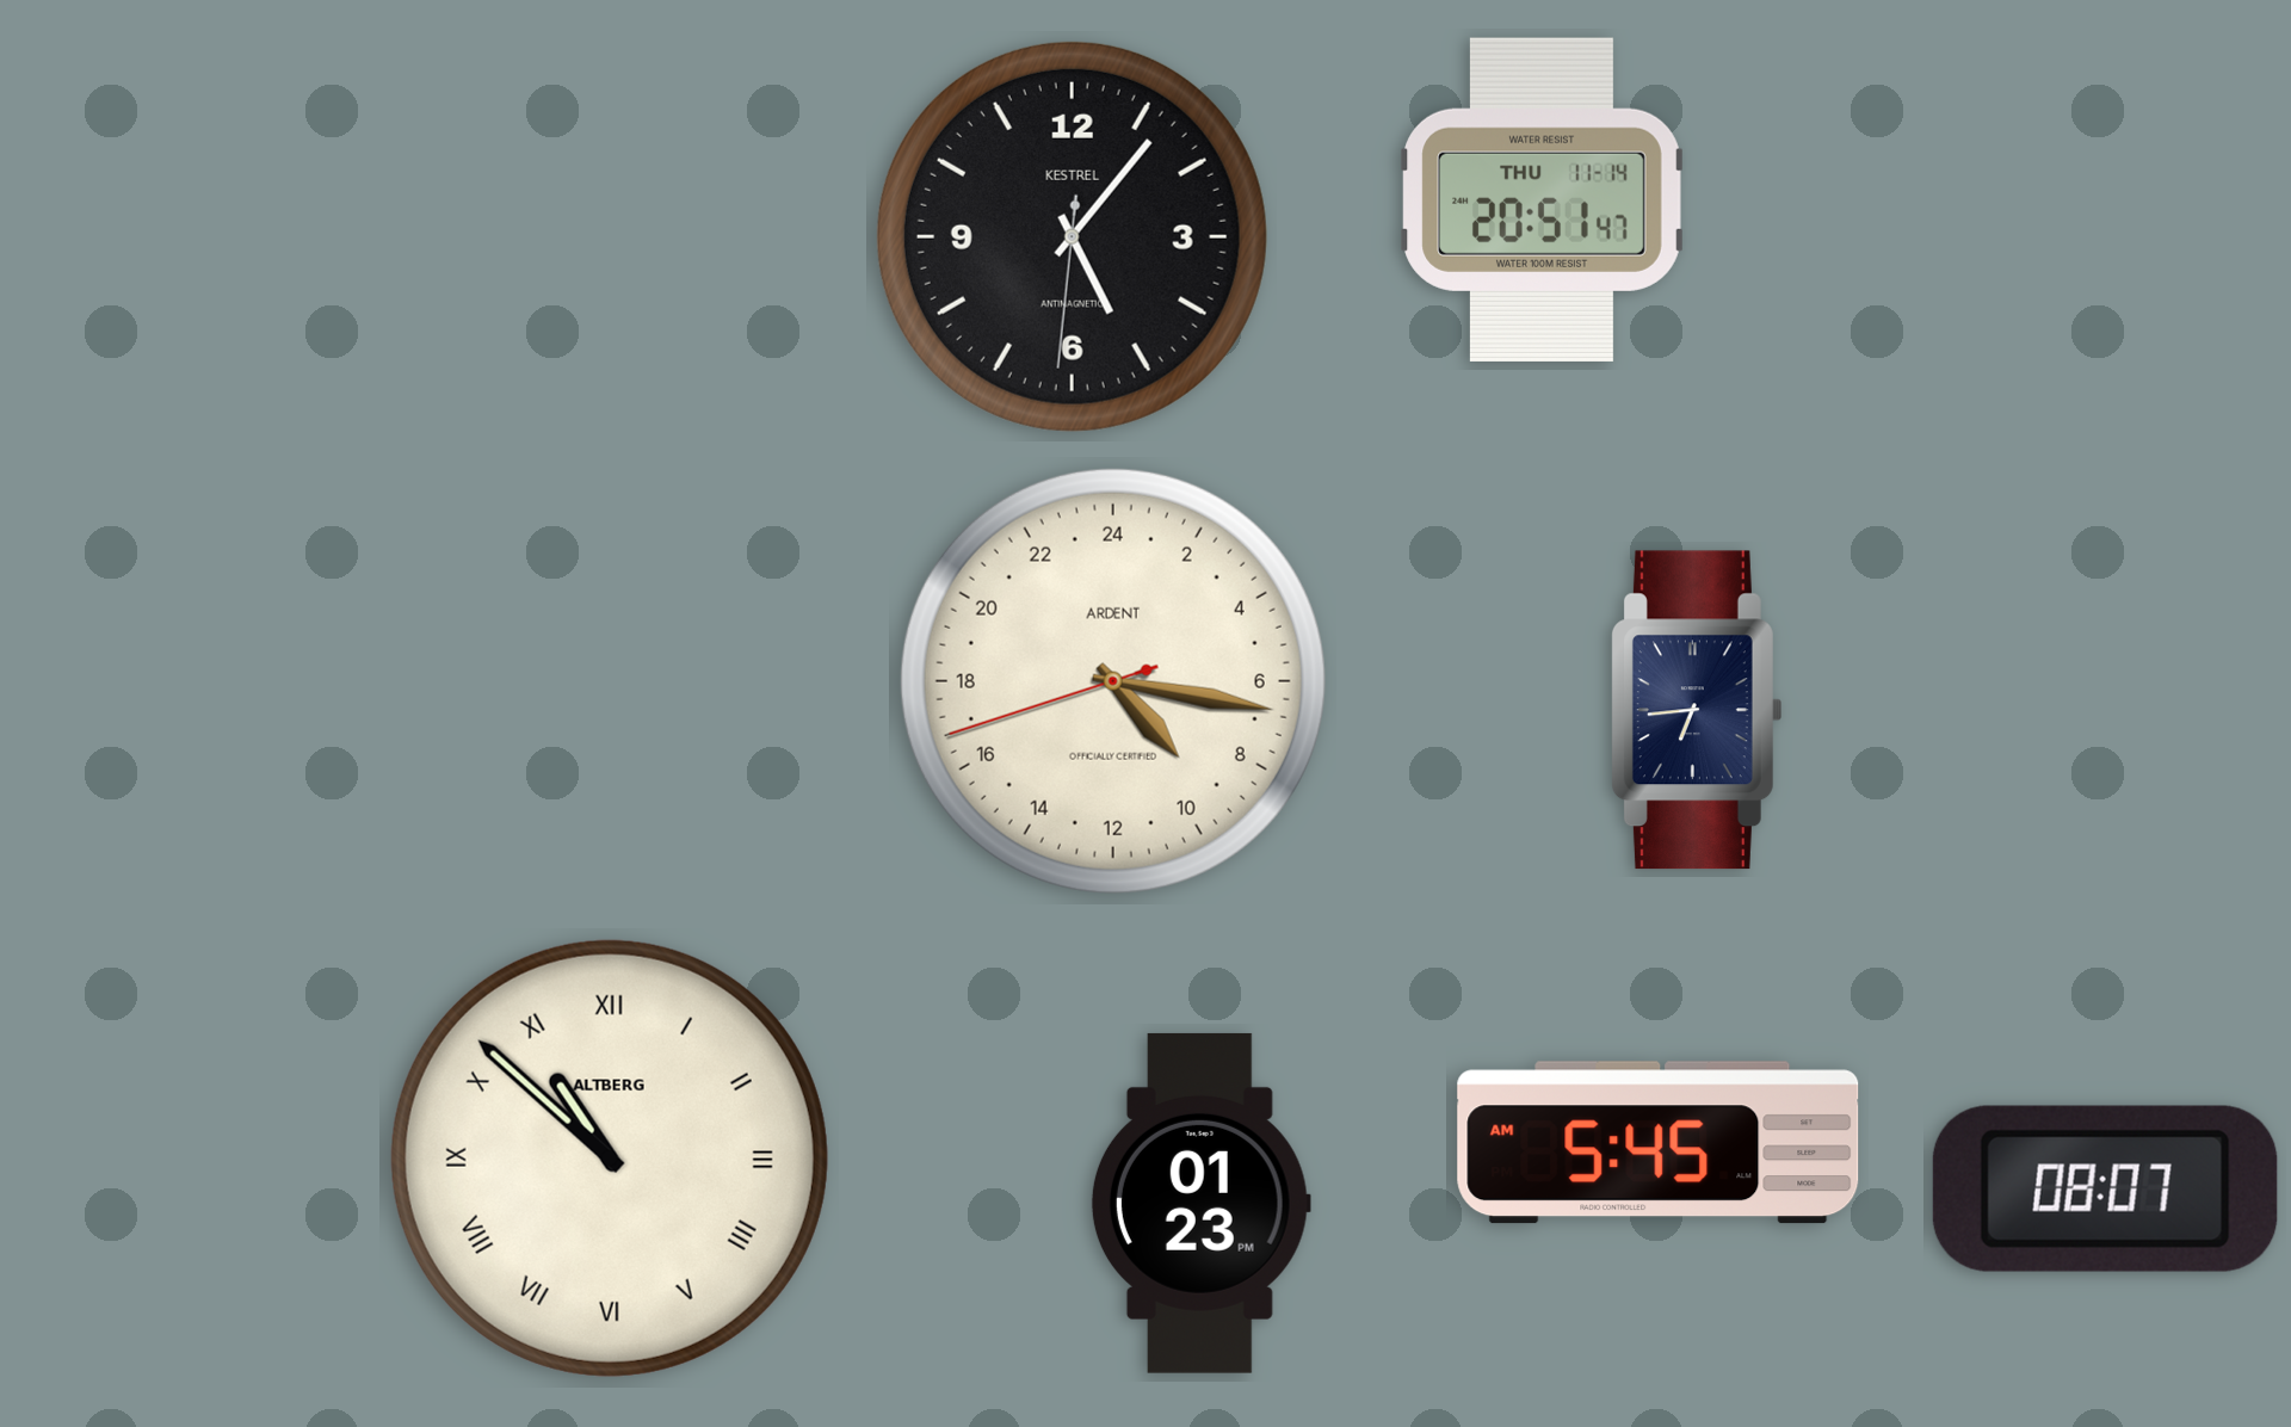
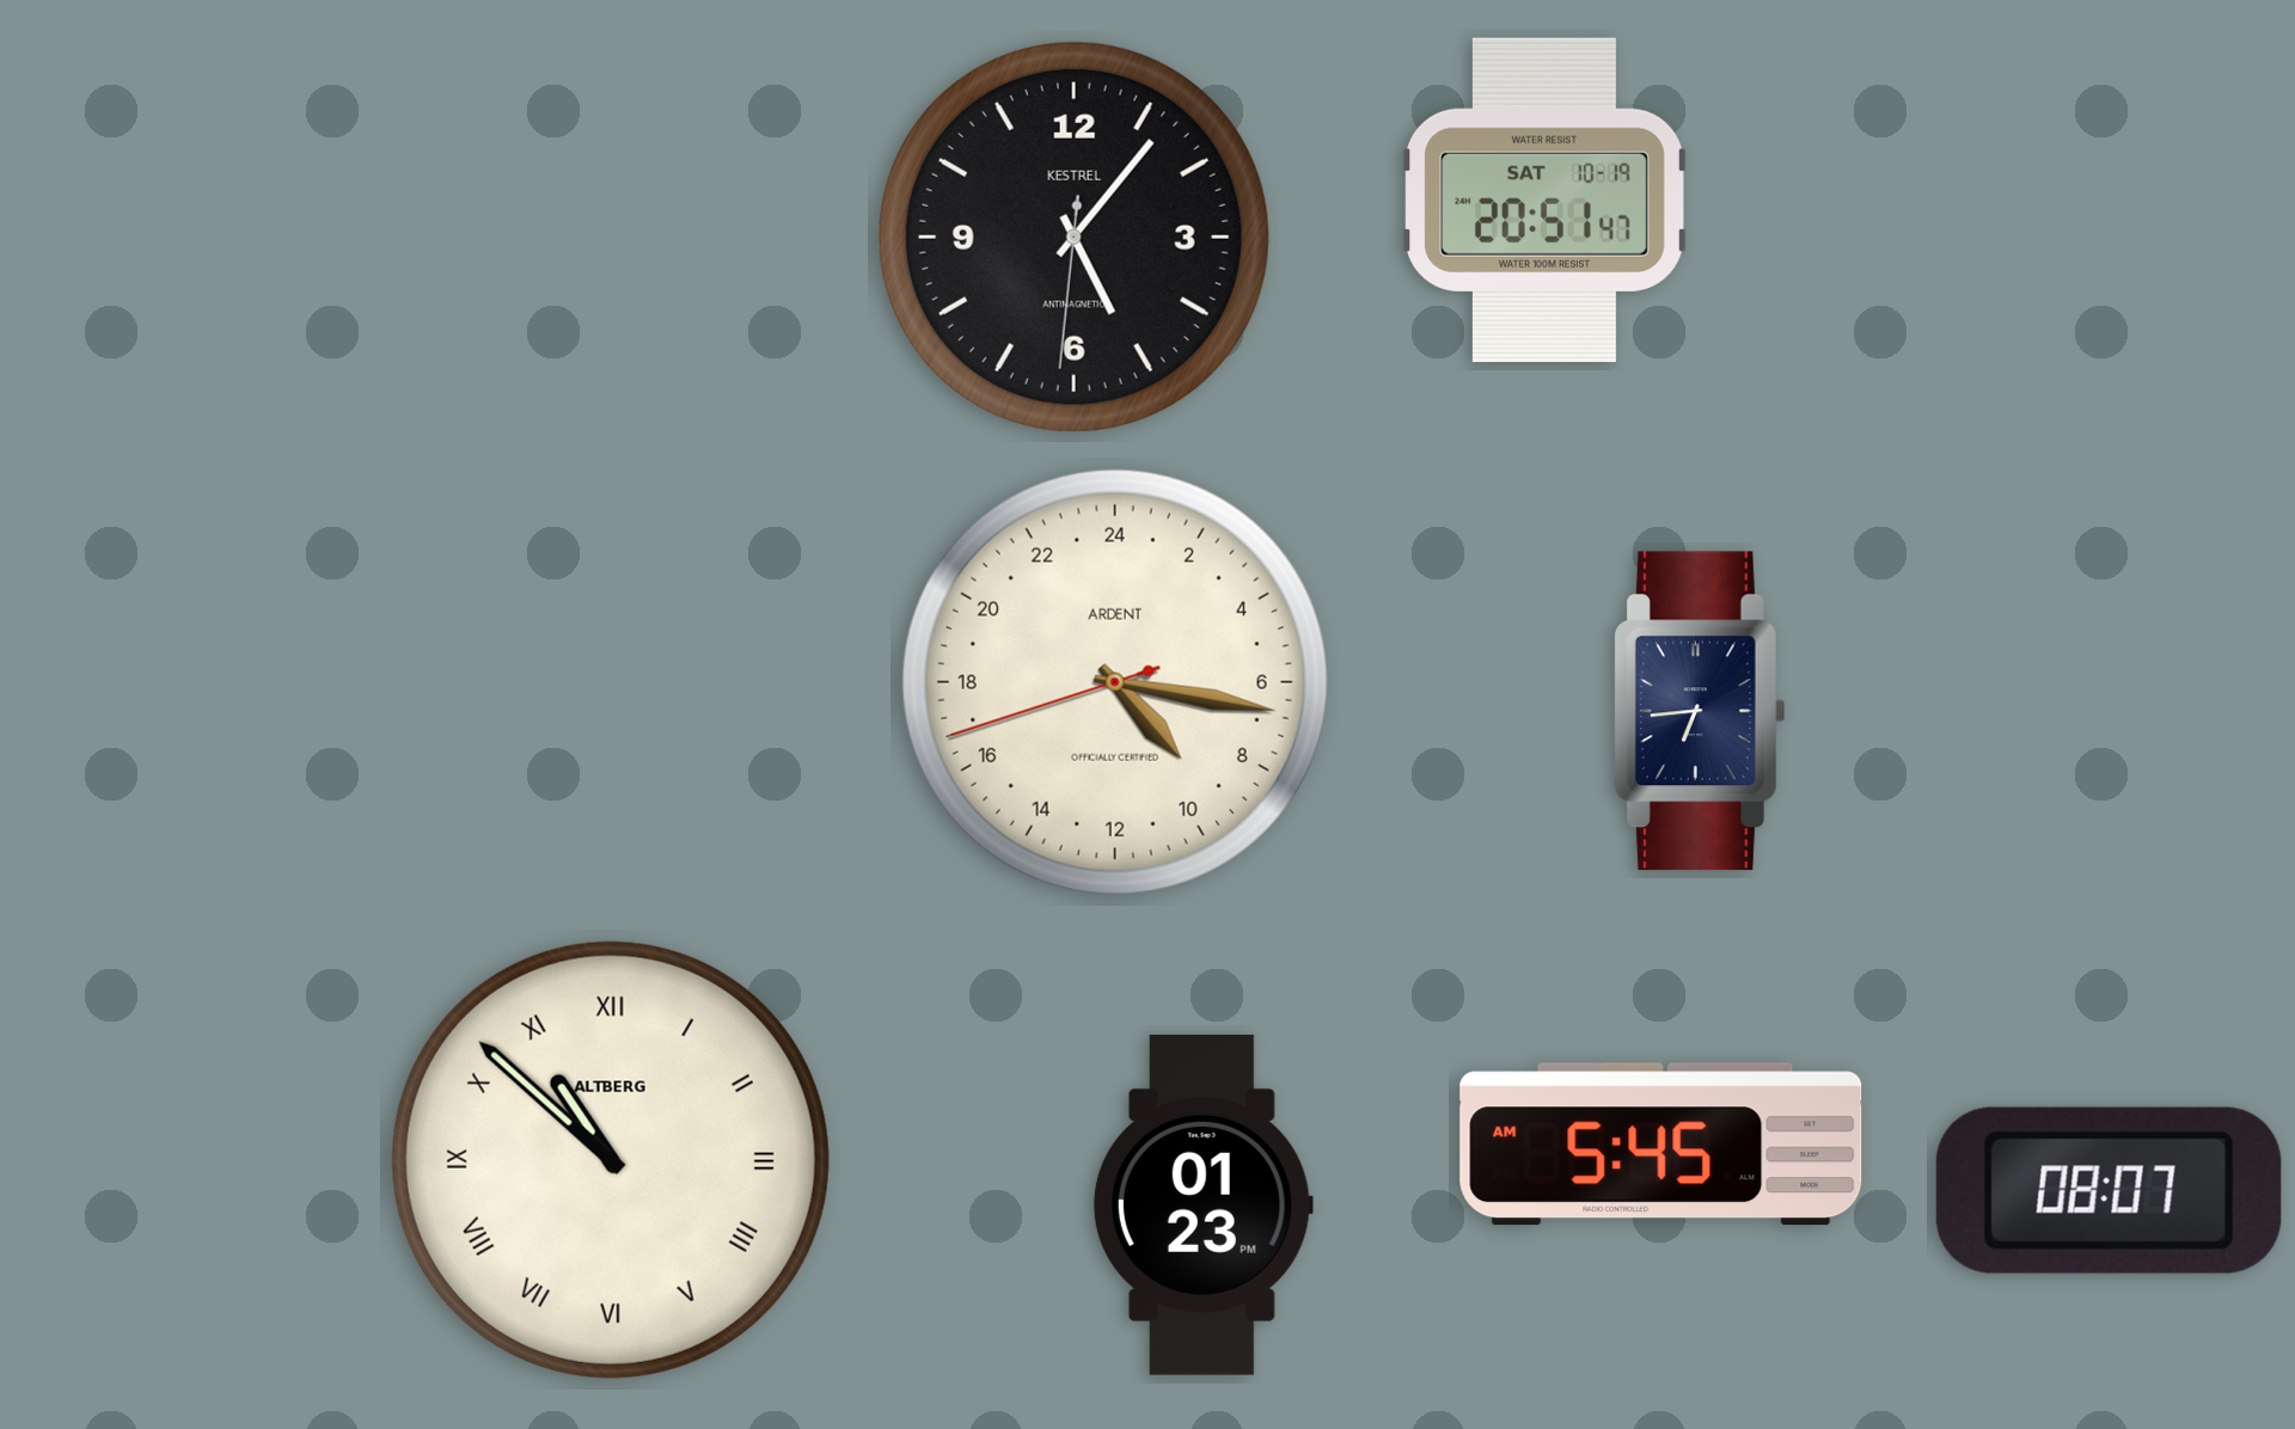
clock at (1542, 199) date: THU 11-14 -> SAT 10-19
